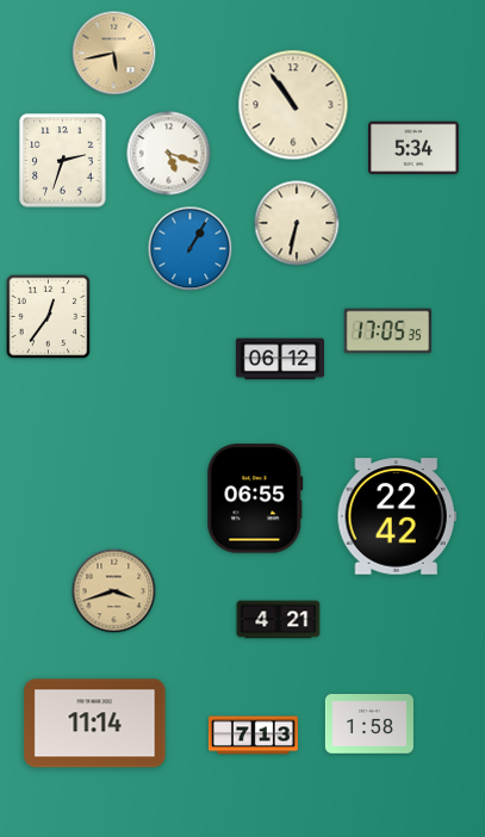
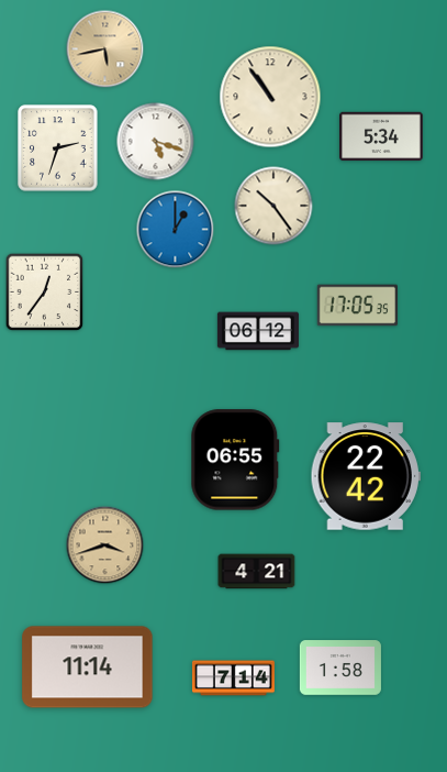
clock at (297, 223): 6:32 -> 10:24
clock at (191, 249): 1:05 -> 1:00
clock at (253, 736): 7:13 -> 7:14
